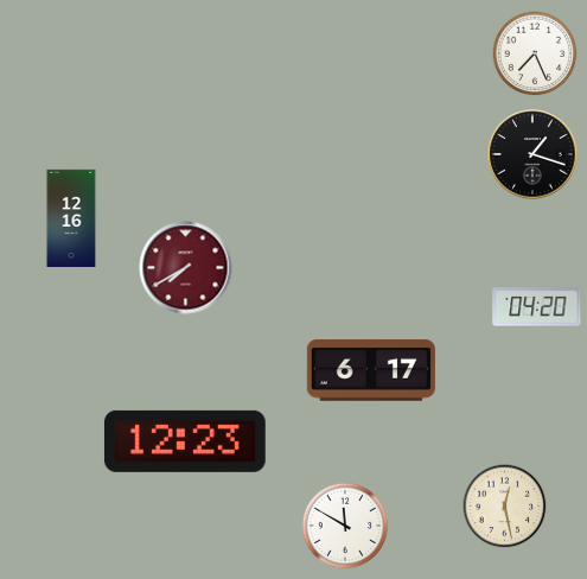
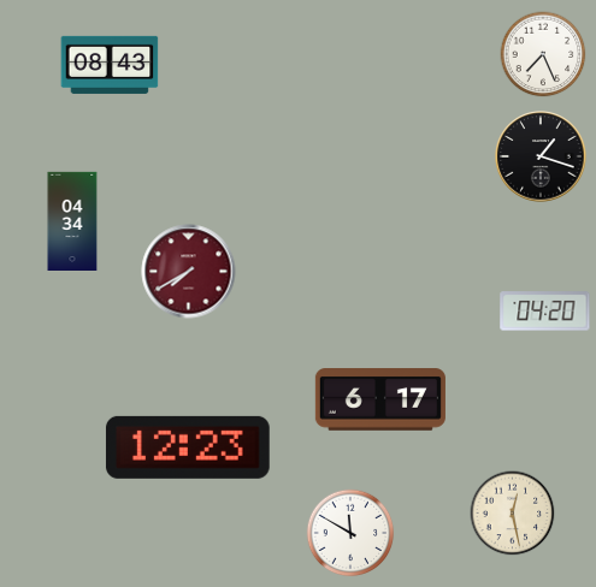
clock at (110, 65): none -> 08:43
clock at (71, 217): 12:16 -> 04:34
clock at (371, 370) position: (371, 370) -> (380, 399)
